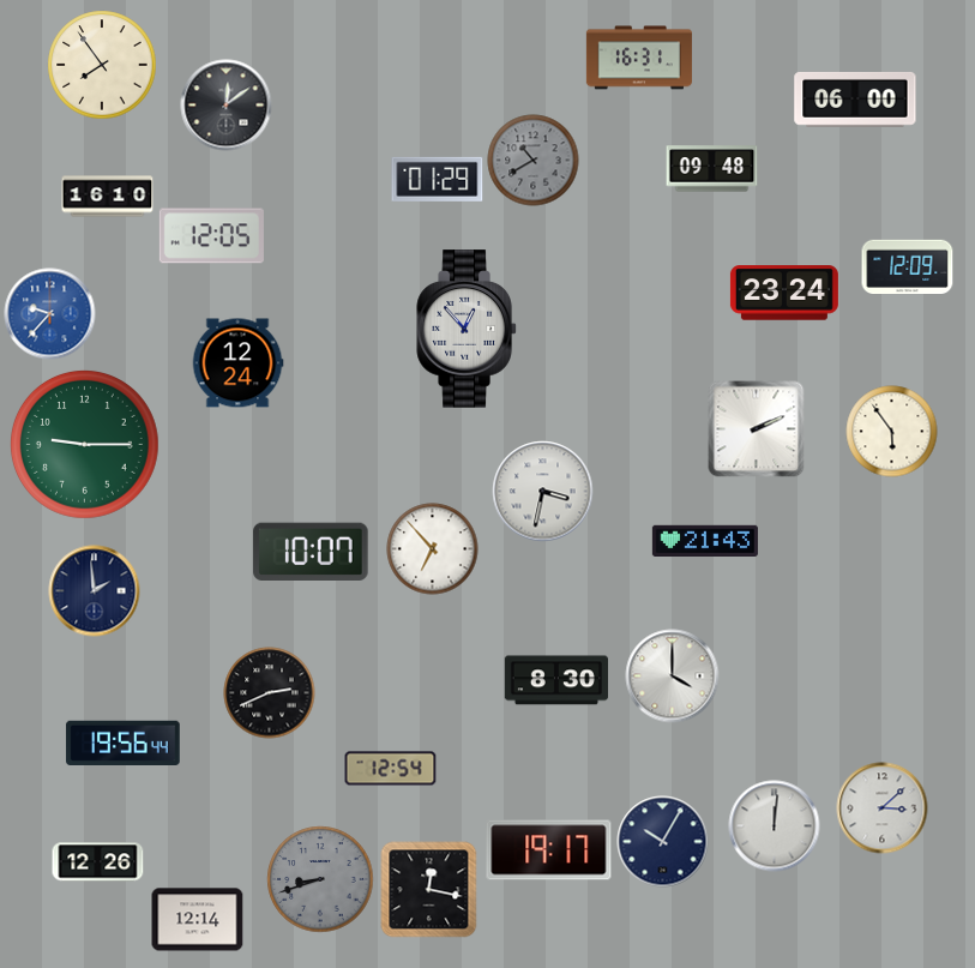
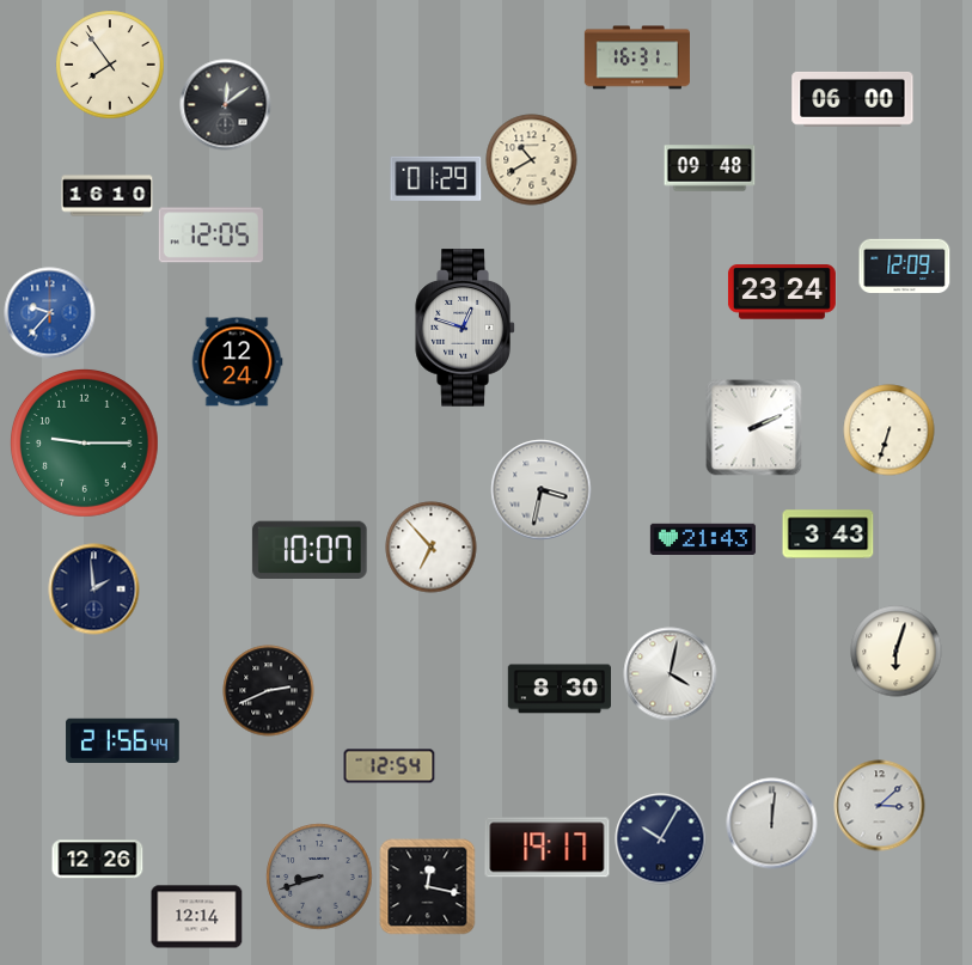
clock at (102, 65) position: (102, 65) -> (110, 65)
clock at (534, 161) dial: grey -> cream
clock at (467, 329): 12:53 -> 12:48
clock at (892, 432): 5:54 -> 6:33
clock at (829, 535): none -> 3:43
clock at (897, 652): none -> 6:03
clock at (673, 677): 4:00 -> 4:02
clock at (555, 680) position: (555, 680) -> (558, 689)
clock at (124, 744): 19:56 -> 21:56
